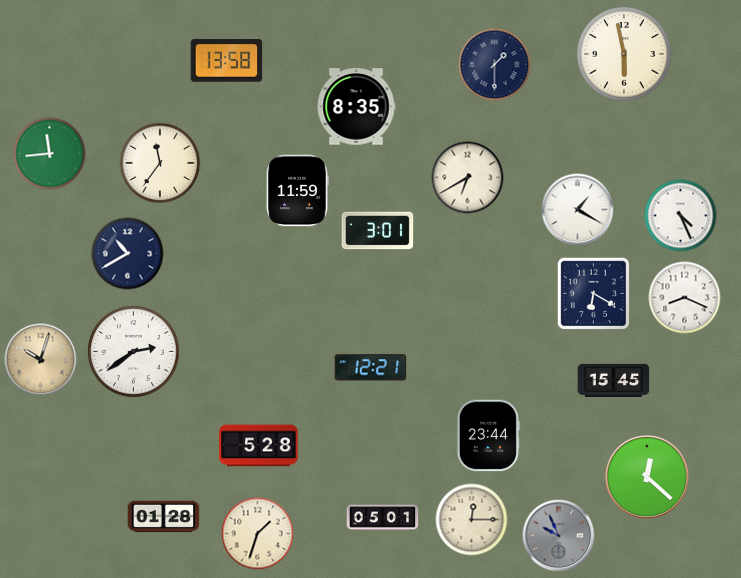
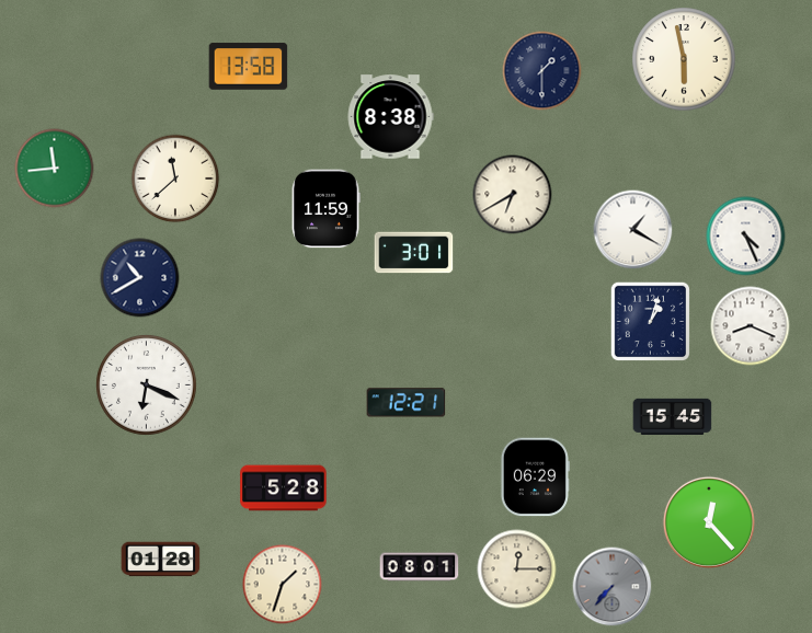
clock at (356, 107): 8:35 -> 8:38
clock at (160, 163): 11:36 -> 11:38
clock at (593, 293): 6:20 -> 1:03
clock at (134, 352): 2:39 -> 6:19
clock at (41, 360): 10:03 -> none
clock at (488, 436): 23:44 -> 06:29
clock at (647, 477): 12:22 -> 12:23
clock at (164, 517) position: (164, 517) -> (161, 560)
clock at (383, 518): 05:01 -> 08:01
clock at (559, 536): 9:56 -> 7:37
